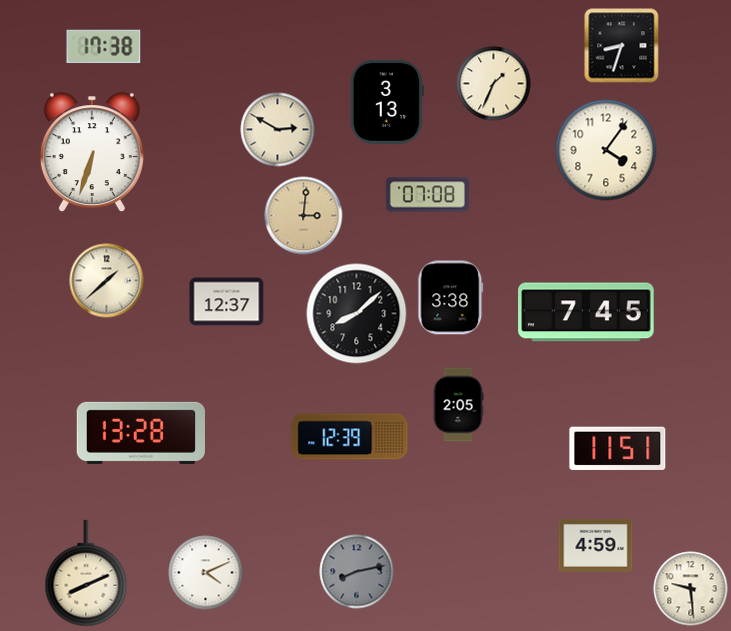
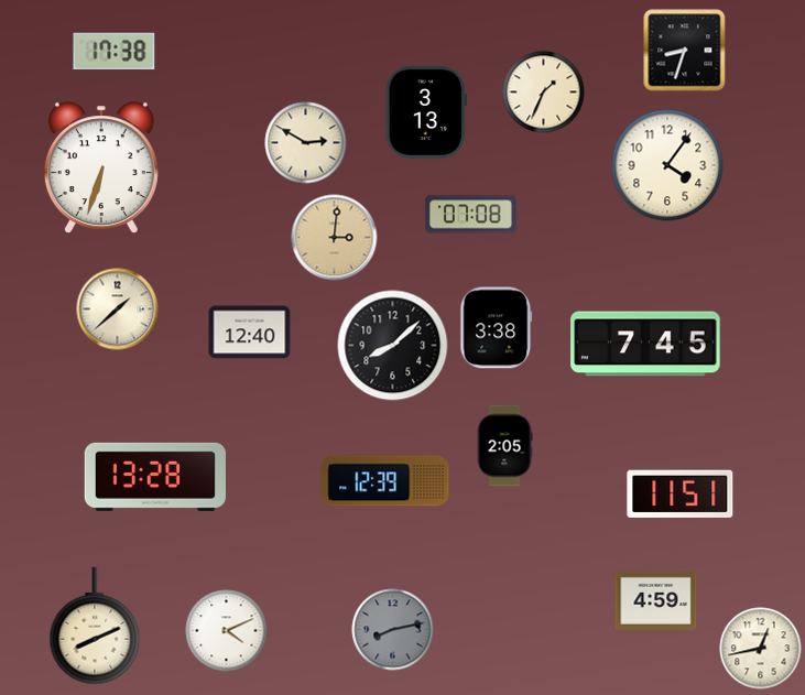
clock at (227, 302): 12:37 -> 12:40
clock at (86, 573) position: (86, 573) -> (95, 626)
clock at (691, 589): 9:29 -> 12:43
